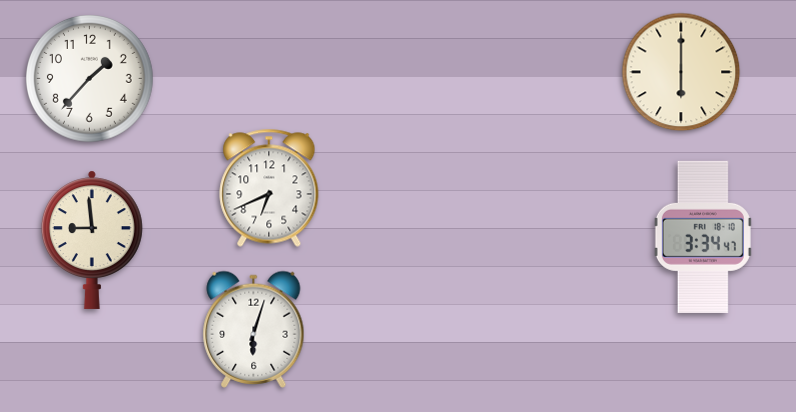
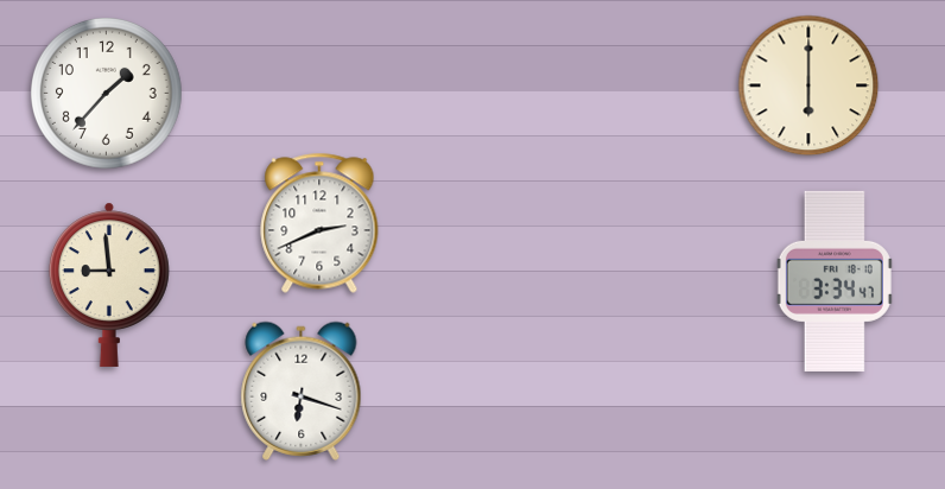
clock at (269, 188): 6:41 -> 2:41
clock at (254, 329): 6:03 -> 6:18
